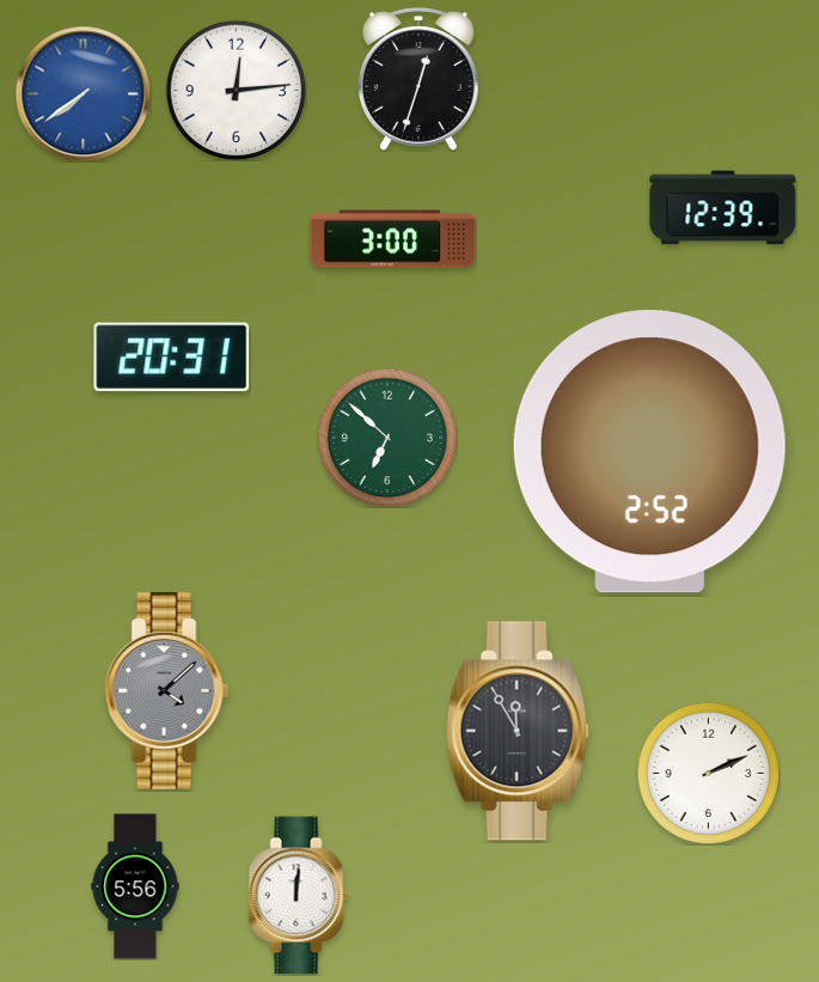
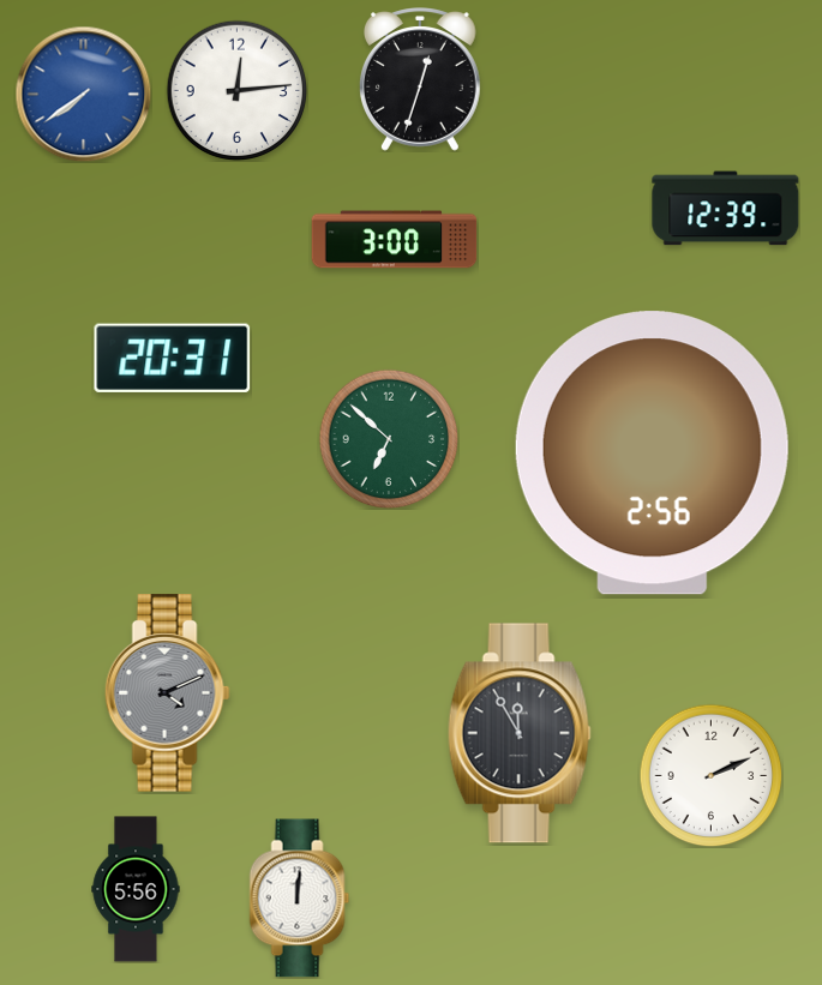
clock at (649, 452): 2:52 -> 2:56
clock at (166, 691): 4:08 -> 4:11
